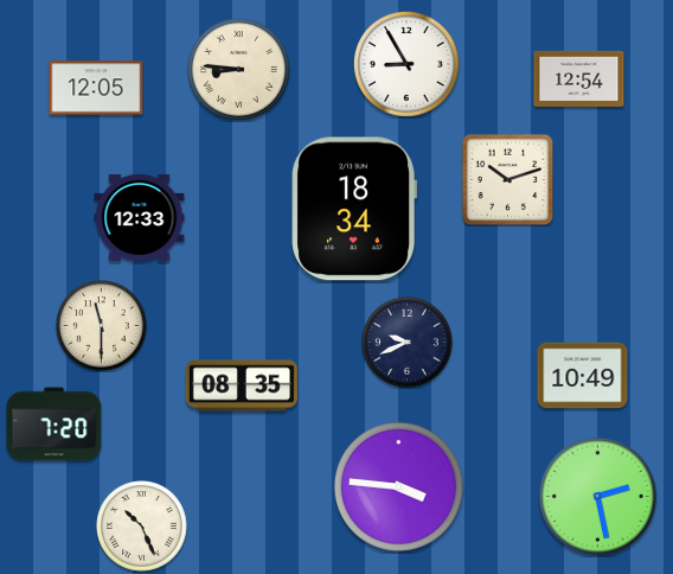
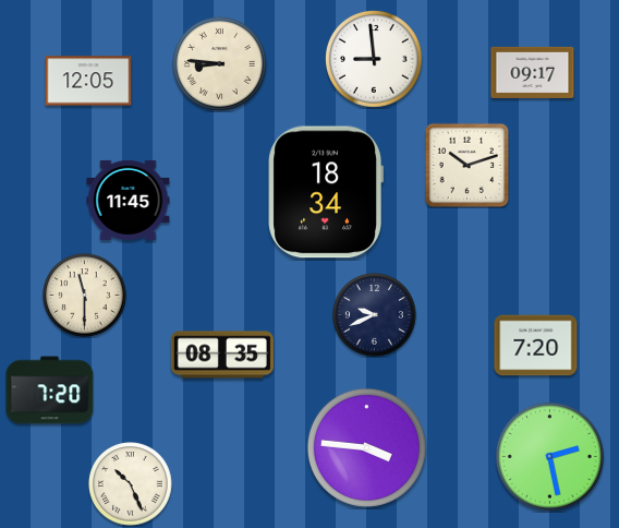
clock at (406, 64): 8:55 -> 8:59
clock at (579, 78): 12:54 -> 09:17
clock at (140, 217): 12:33 -> 11:45
clock at (102, 326) position: (102, 326) -> (85, 296)
clock at (583, 376): 10:49 -> 7:20
